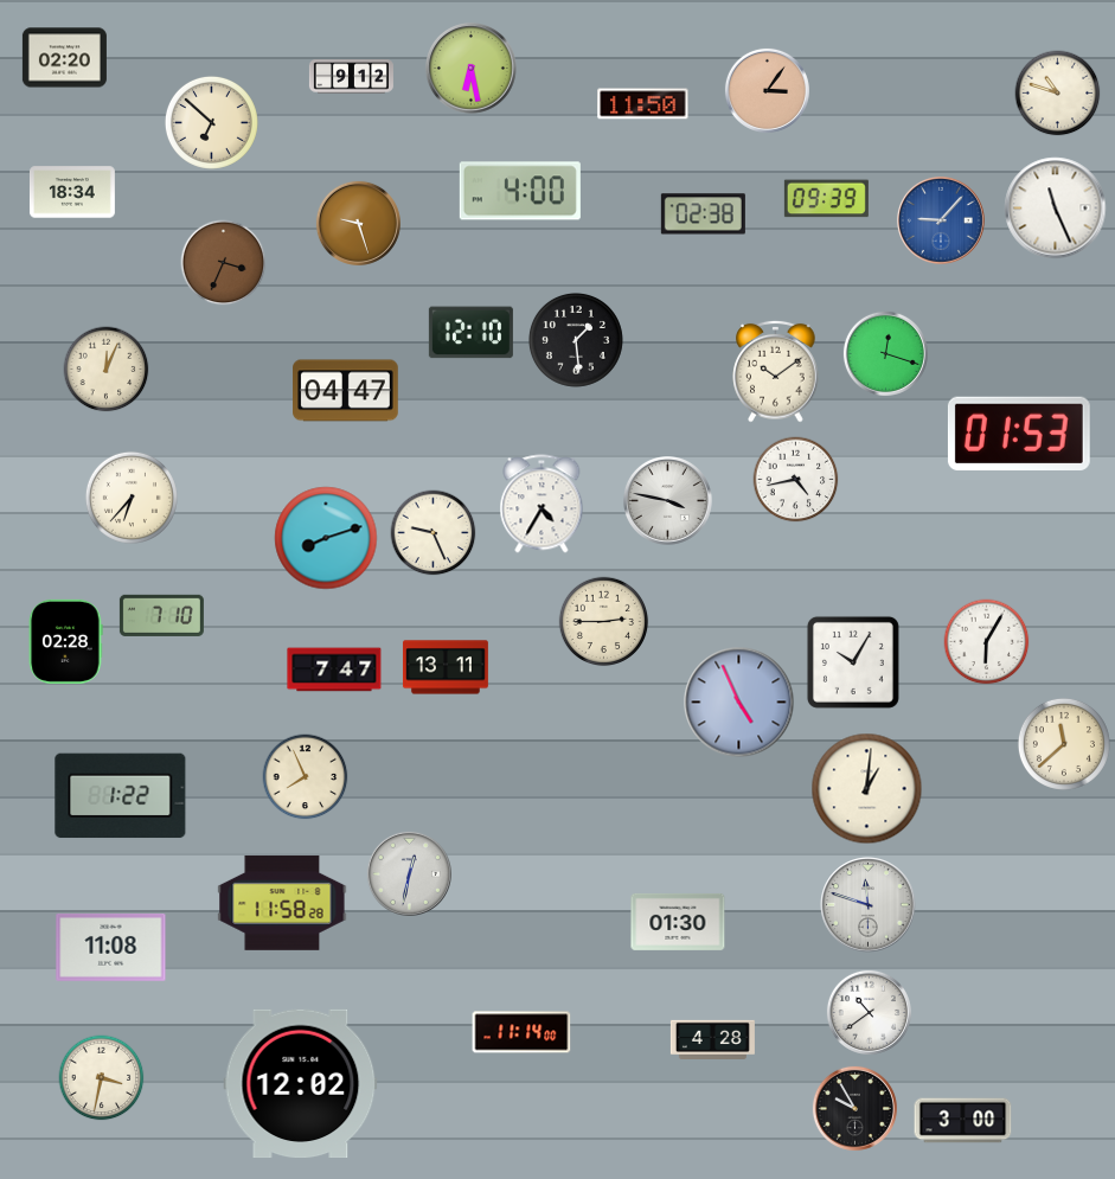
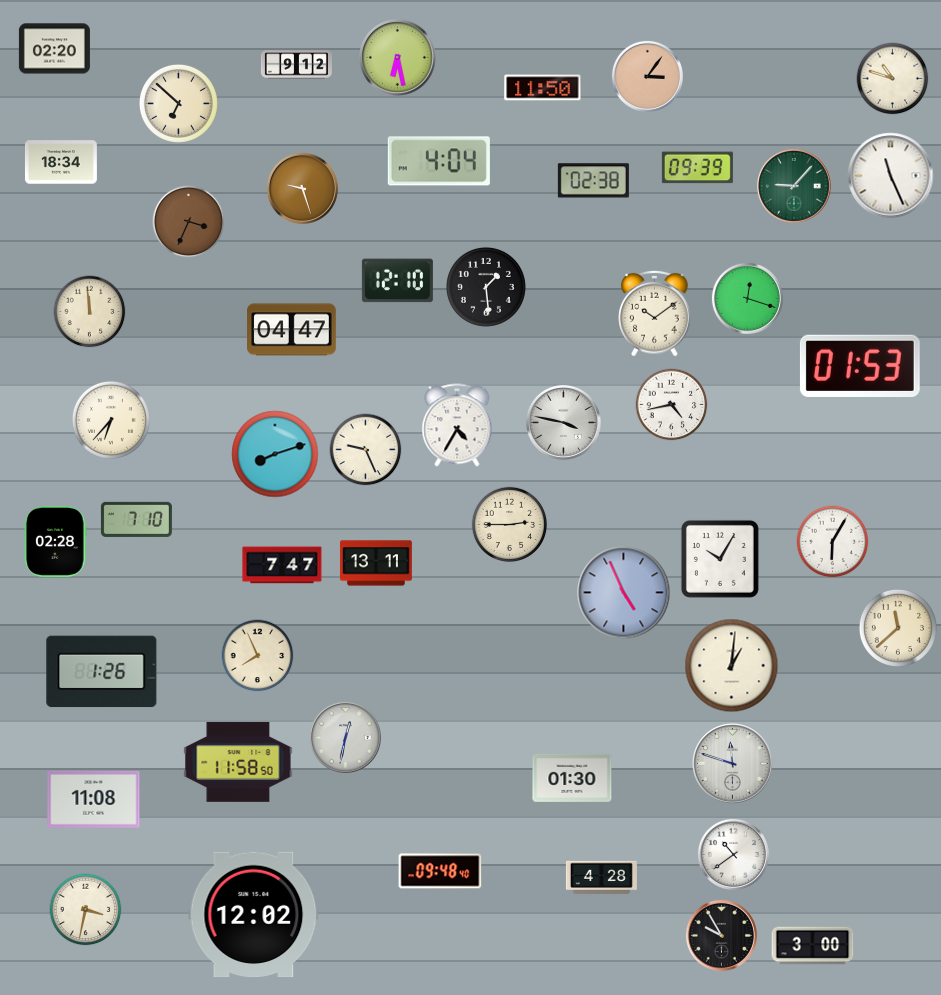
clock at (520, 191): 4:00 -> 4:04
clock at (941, 220) dial: blue -> green
clock at (107, 370): 12:04 -> 11:59
clock at (121, 796): 1:22 -> 1:26
clock at (282, 903): 11:58:28 -> 11:58:50
clock at (521, 1032): 11:14 -> 09:48
